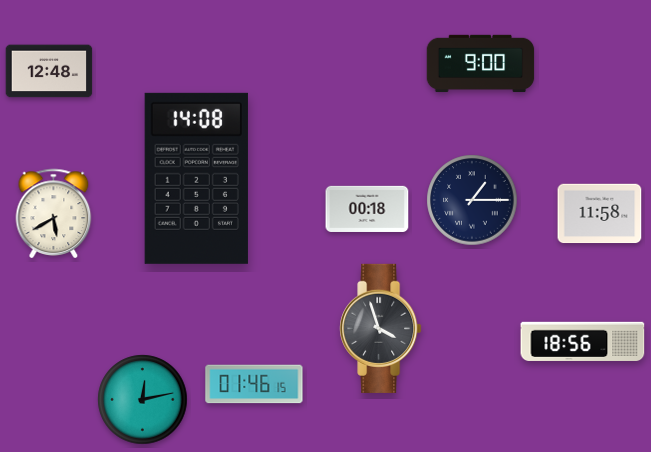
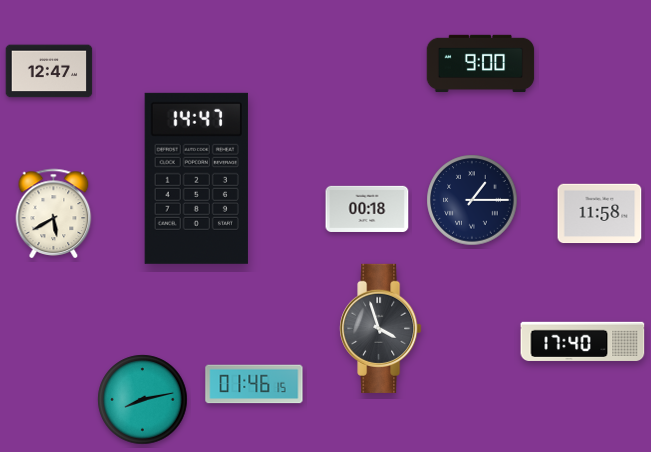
clock at (49, 71): 12:48 -> 12:47
clock at (196, 178): 14:08 -> 14:47
clock at (583, 341): 18:56 -> 17:40
clock at (143, 400): 12:13 -> 8:13
